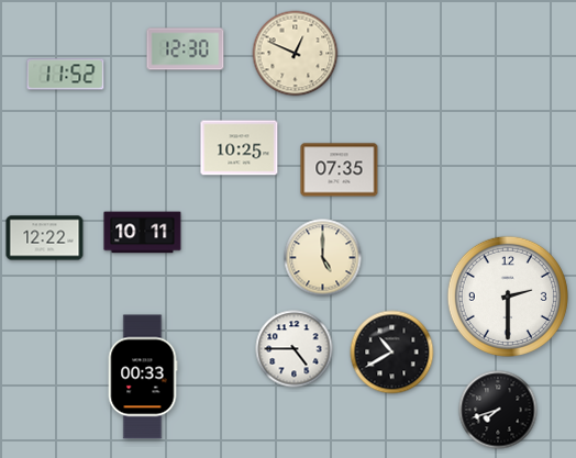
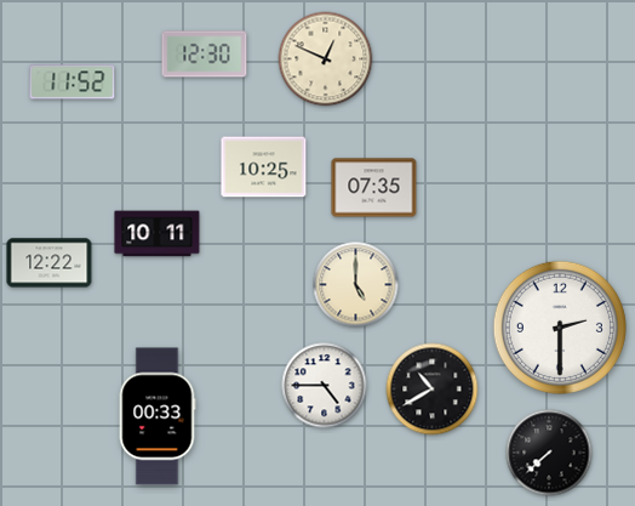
clock at (240, 148) position: (240, 148) -> (264, 167)
clock at (143, 233) position: (143, 233) -> (158, 234)
clock at (498, 410): 7:42 -> 7:38
